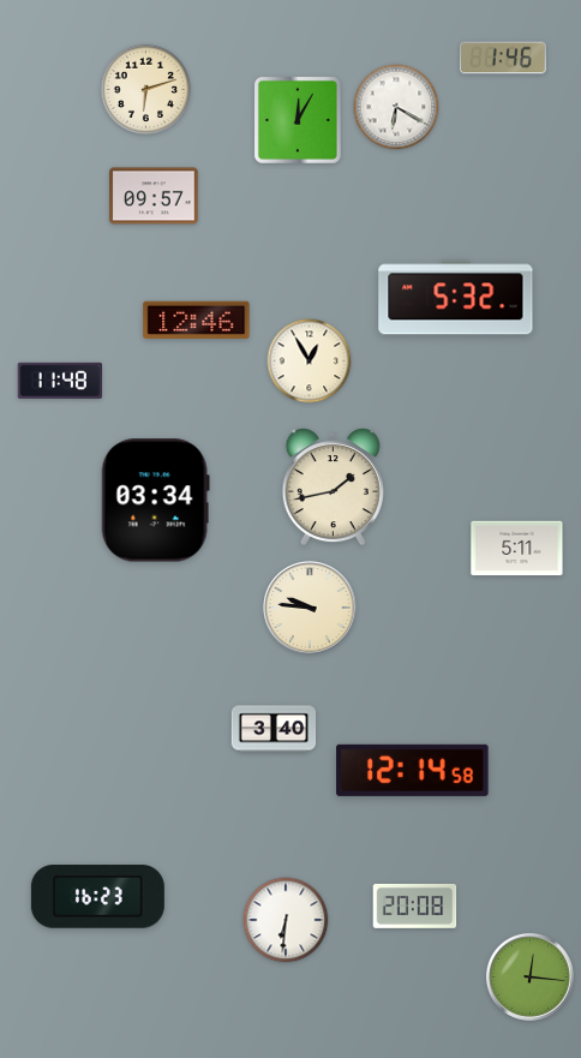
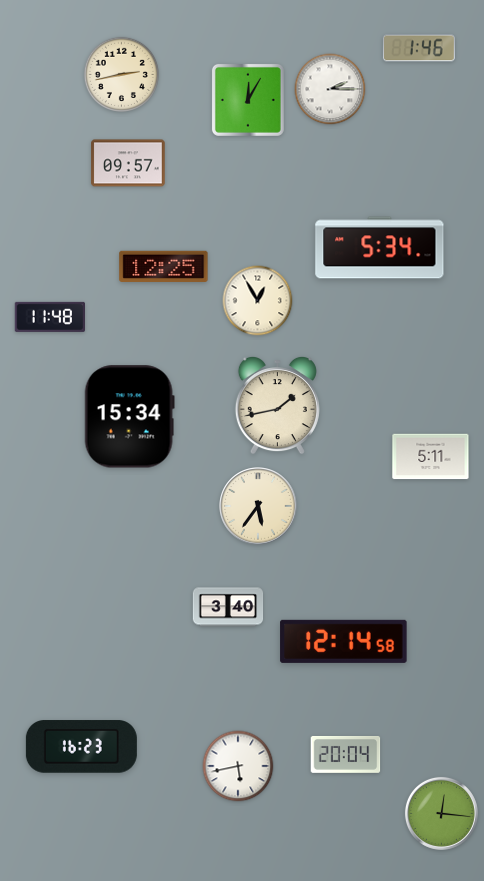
clock at (146, 90): 6:12 -> 2:43
clock at (396, 107): 6:20 -> 2:15
clock at (456, 298): 5:32 -> 5:34
clock at (197, 319): 12:46 -> 12:25
clock at (155, 501): 03:34 -> 15:34
clock at (310, 608): 9:46 -> 5:36
clock at (415, 905): 20:08 -> 20:04
clock at (286, 920): 6:31 -> 5:43
